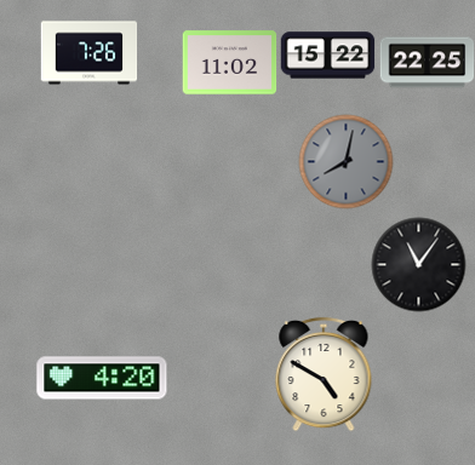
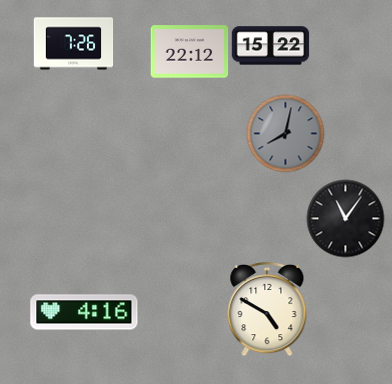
clock at (229, 63): 11:02 -> 22:12
clock at (427, 63): 22:25 -> none
clock at (102, 378): 4:20 -> 4:16
